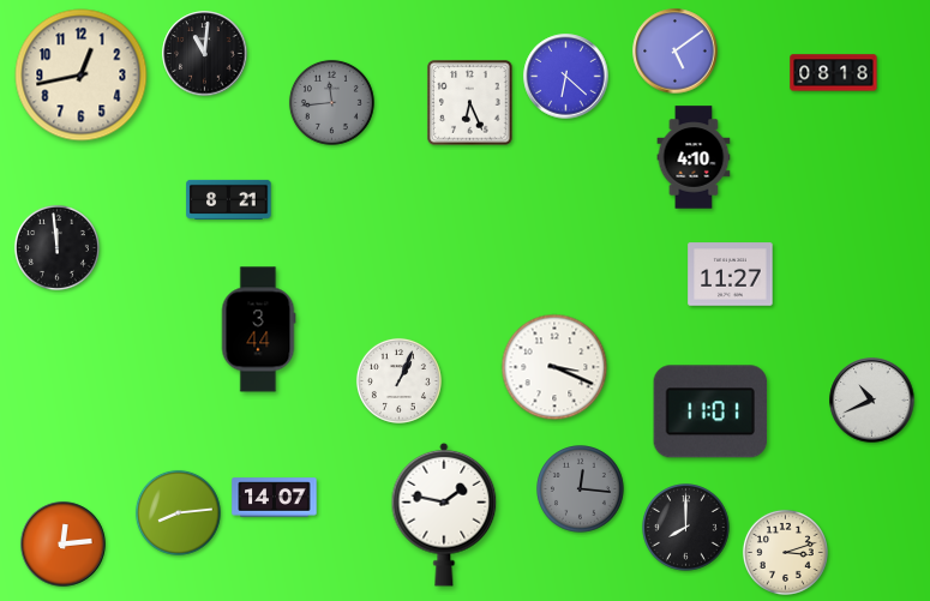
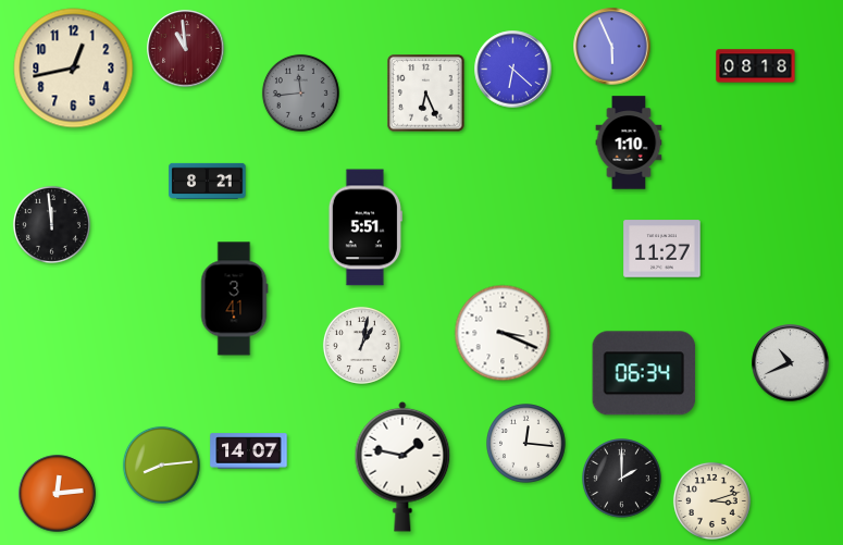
clock at (676, 52): 5:09 -> 5:56
clock at (205, 54): 11:01 -> 10:59
clock at (205, 54) dial: black -> burgundy
clock at (694, 157): 4:10 -> 1:10
clock at (365, 227): none -> 5:51
clock at (258, 330): 3:44 -> 3:41
clock at (398, 380): 1:04 -> 1:02
clock at (710, 411): 11:01 -> 06:34
clock at (581, 489) dial: grey -> white
clock at (686, 528): 8:00 -> 2:00
